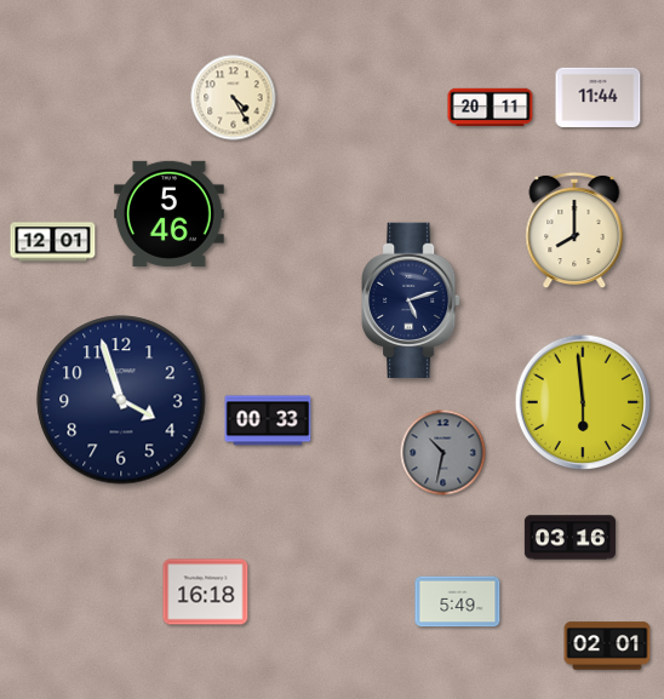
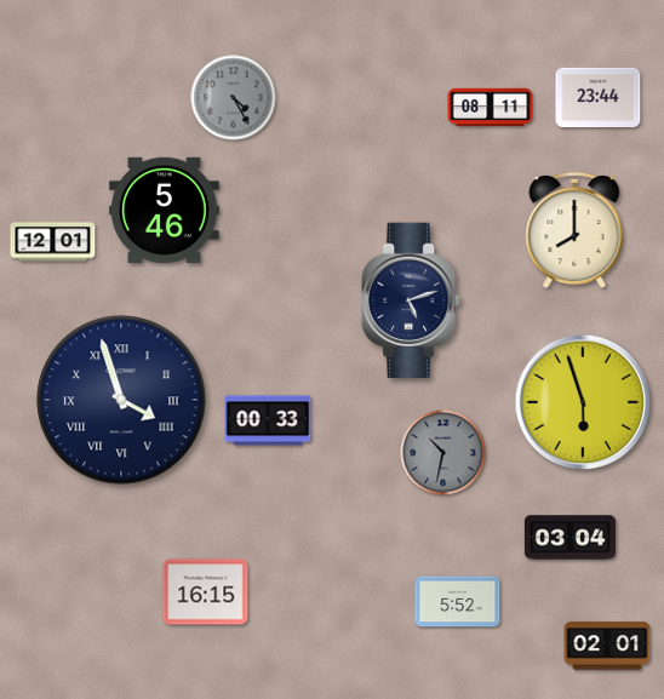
clock at (599, 97): 11:44 -> 23:44
clock at (234, 98) dial: cream -> grey
clock at (491, 108): 20:11 -> 08:11
clock at (170, 213) position: (170, 213) -> (165, 210)
clock at (121, 400) numerals: Arabic -> Roman
clock at (582, 401): 5:59 -> 5:57
clock at (569, 538): 03:16 -> 03:04
clock at (206, 592): 16:18 -> 16:15
clock at (458, 602): 5:49 -> 5:52
